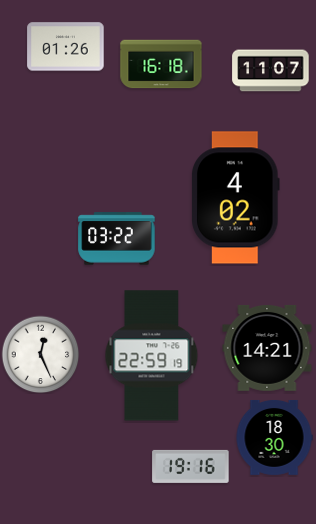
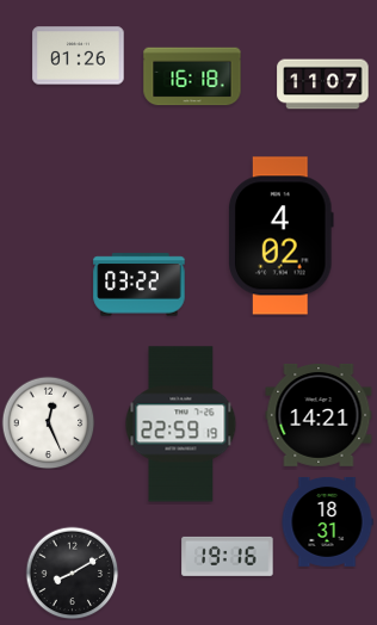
clock at (274, 438): 18:30 -> 18:31
clock at (72, 573): none -> 8:10
